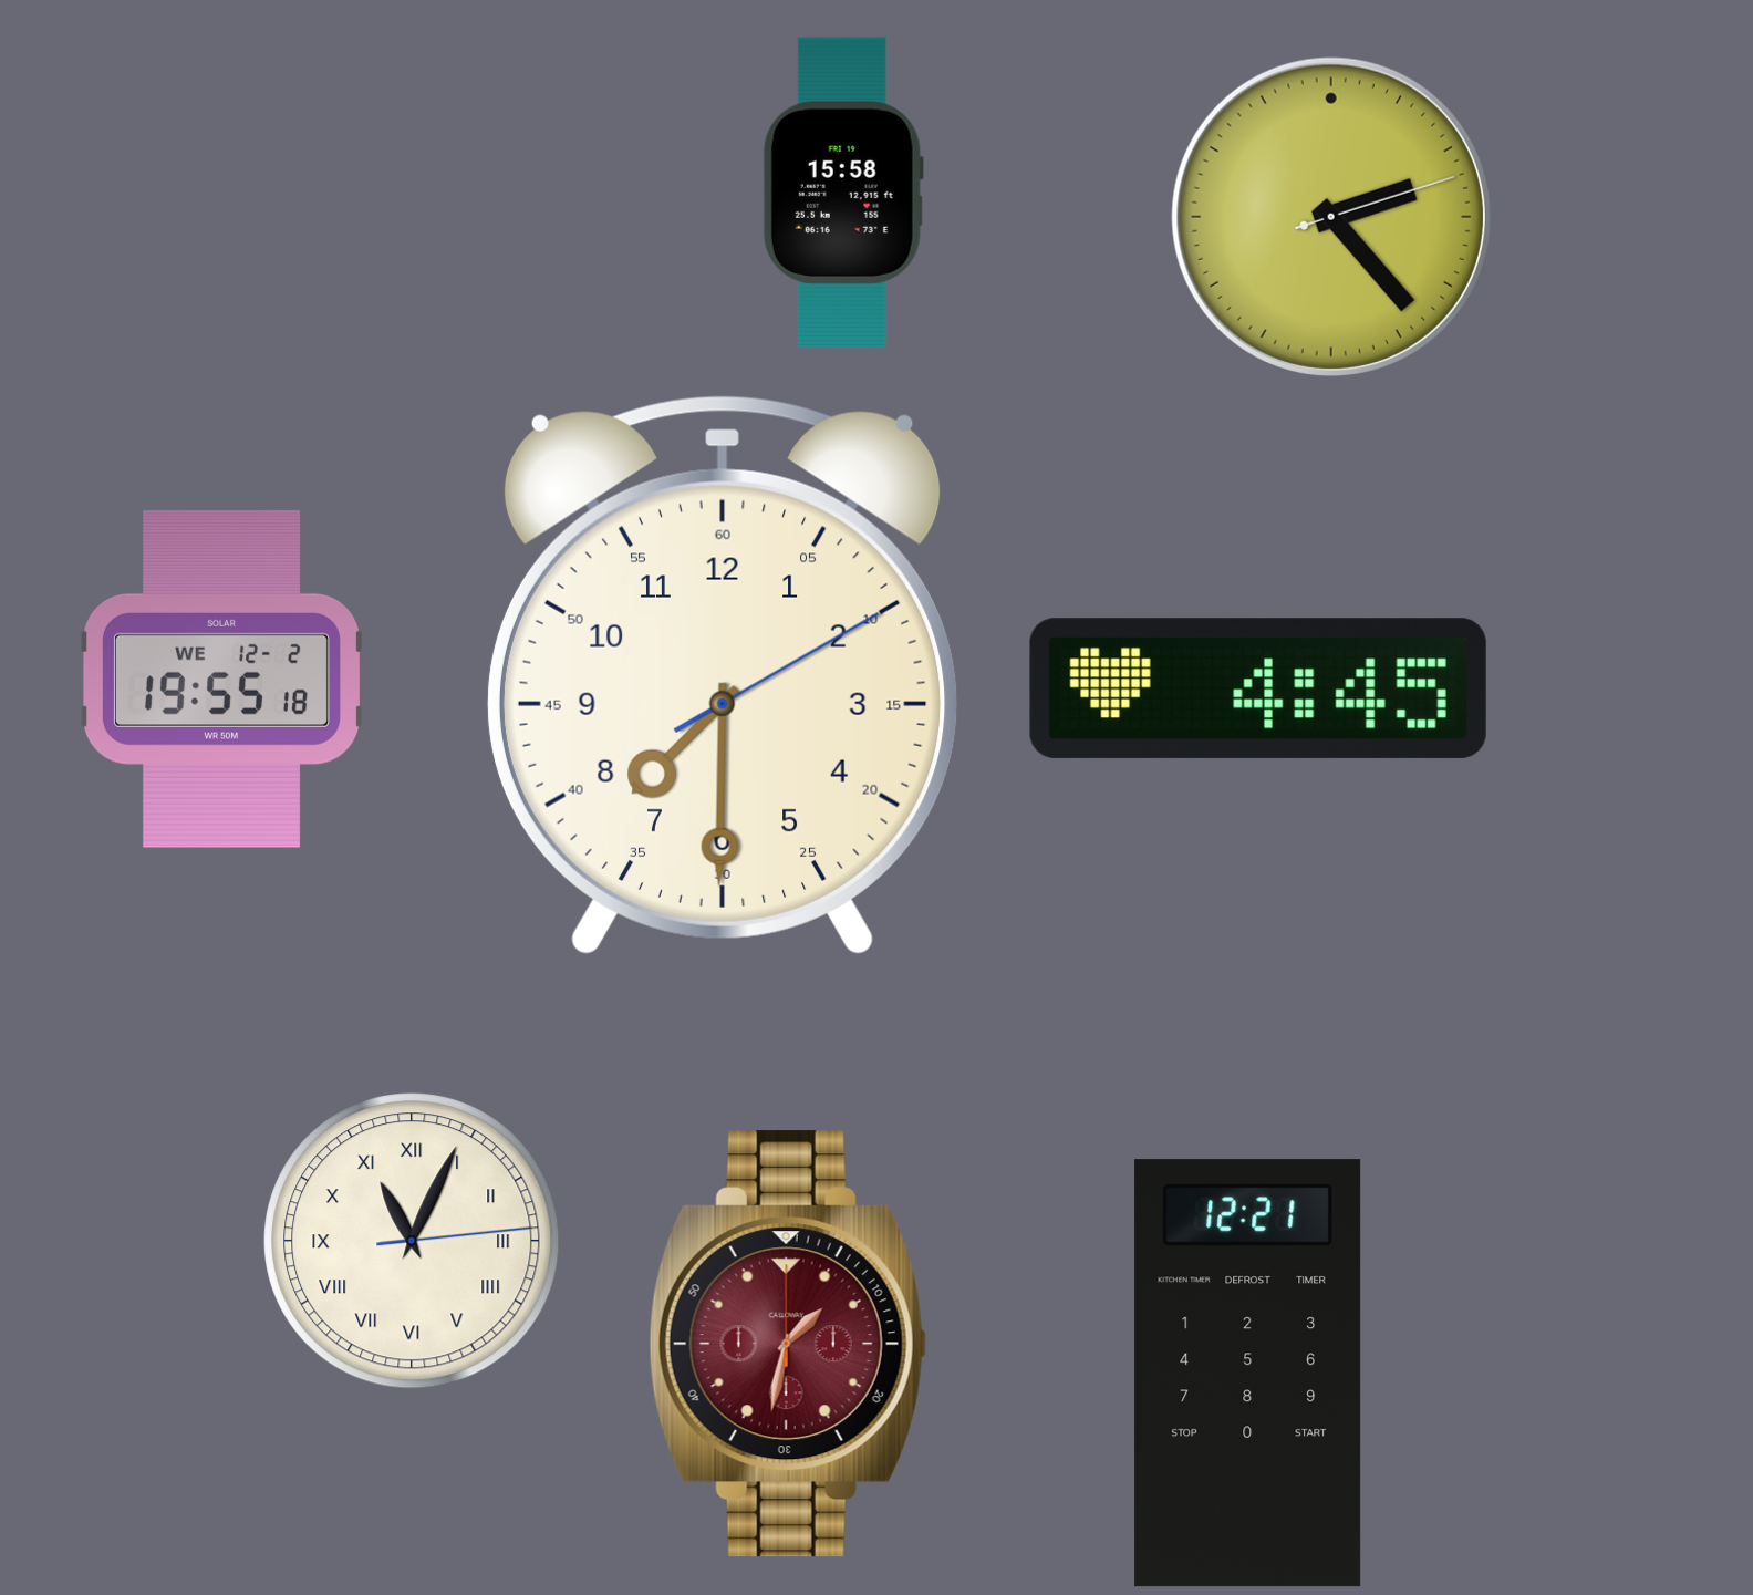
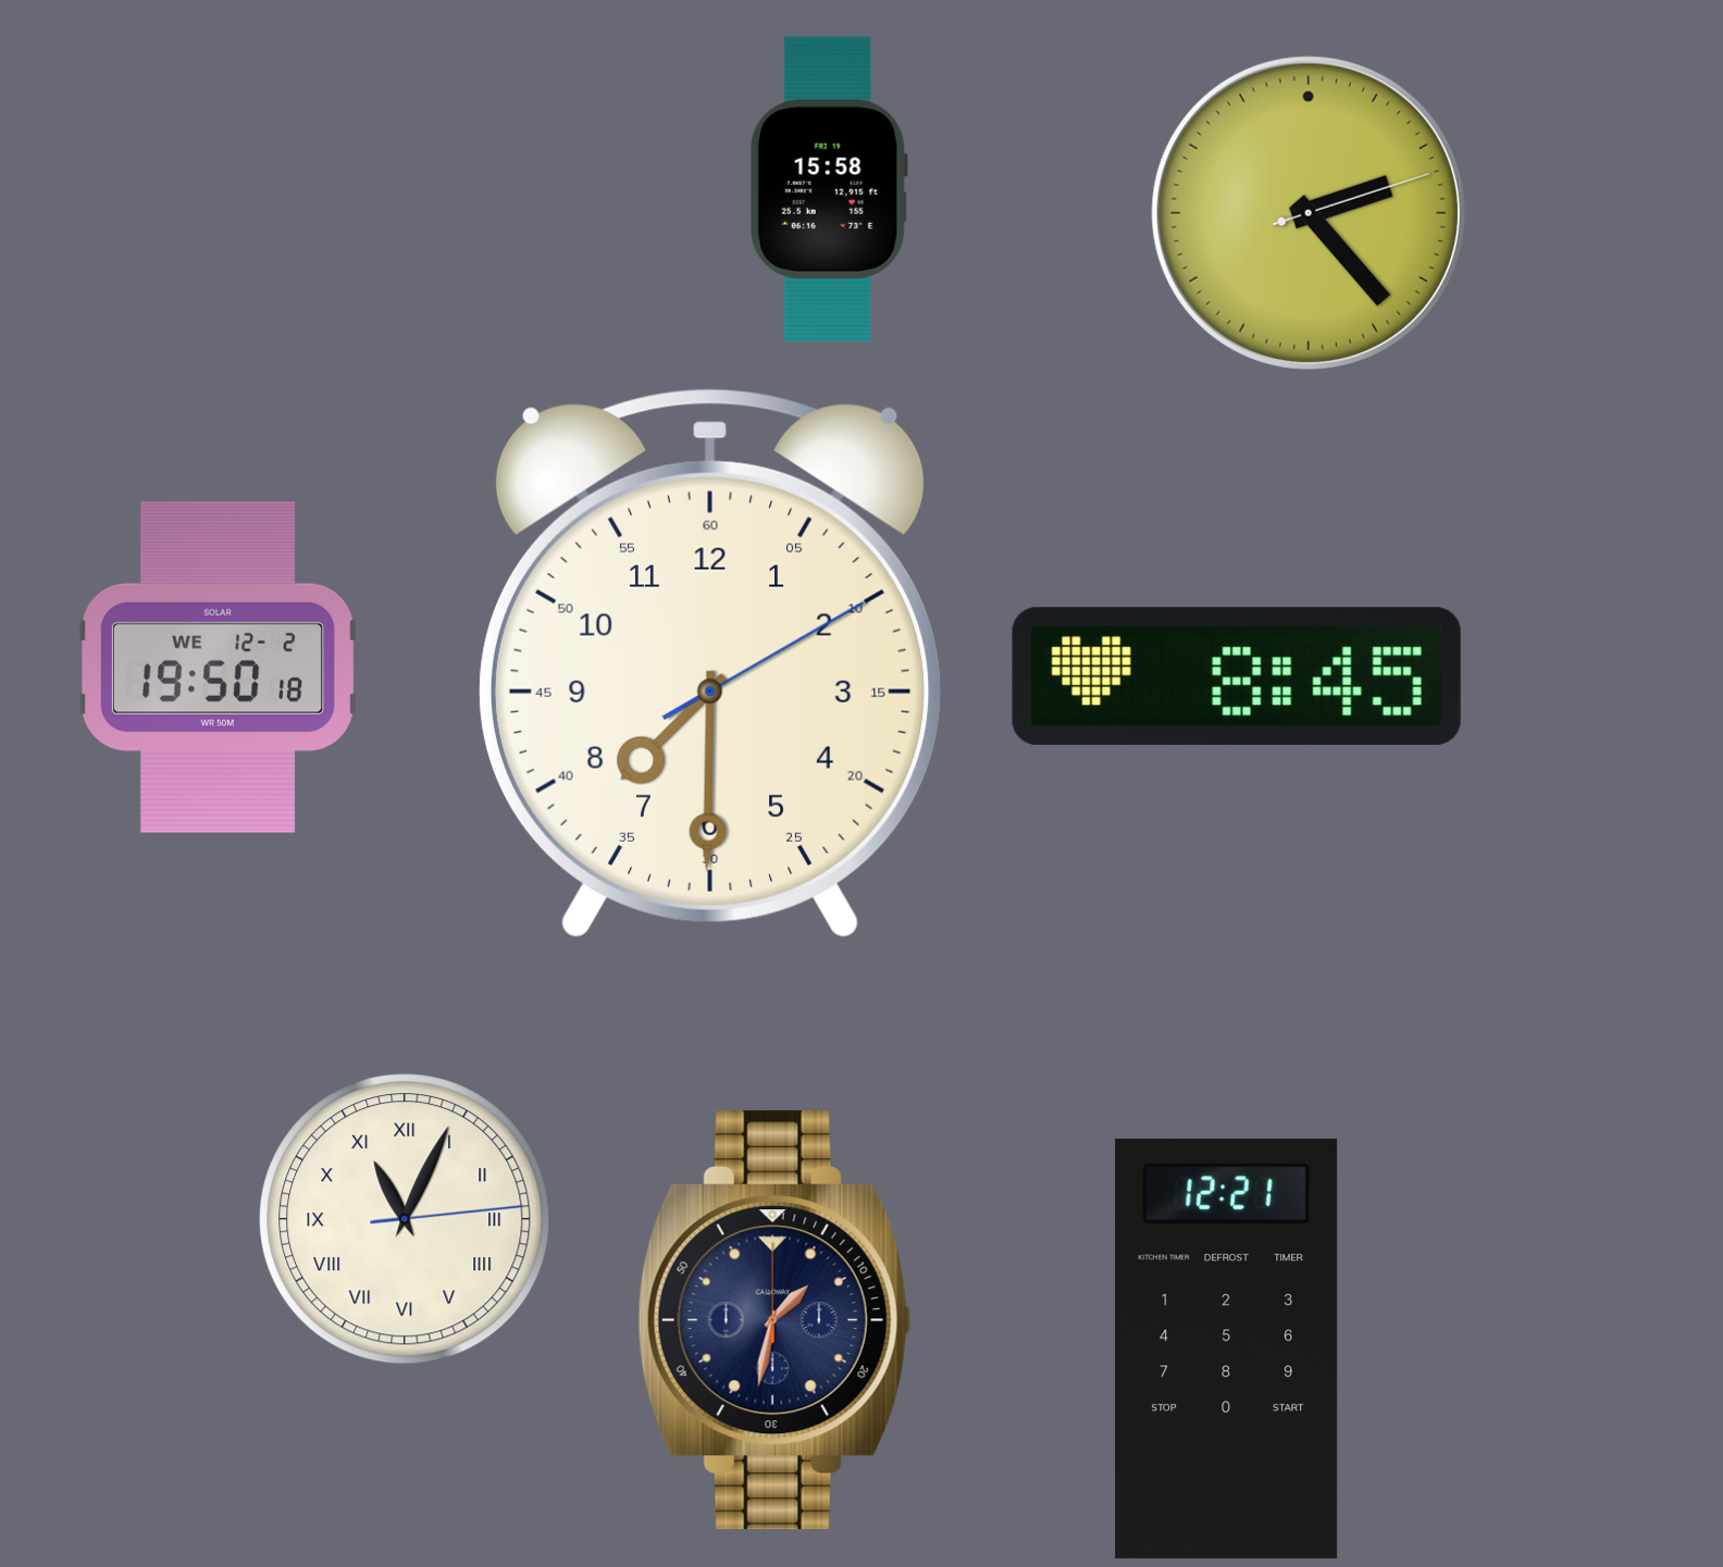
clock at (221, 679): 19:55 -> 19:50
clock at (1258, 688): 4:45 -> 8:45
clock at (788, 1344) dial: burgundy -> navy
